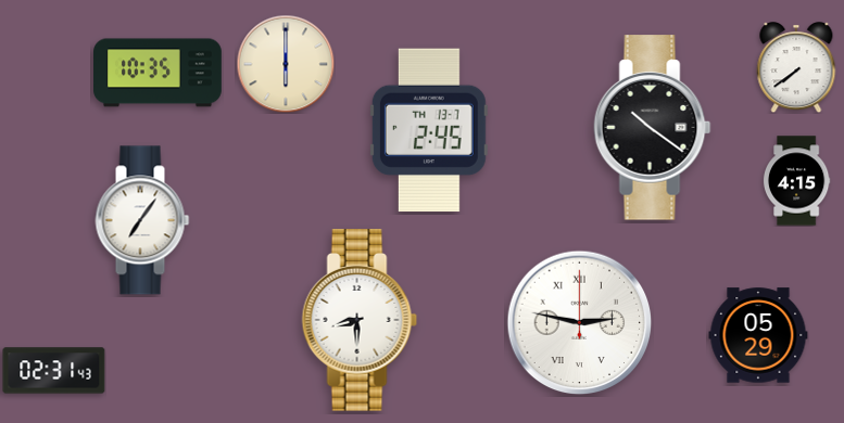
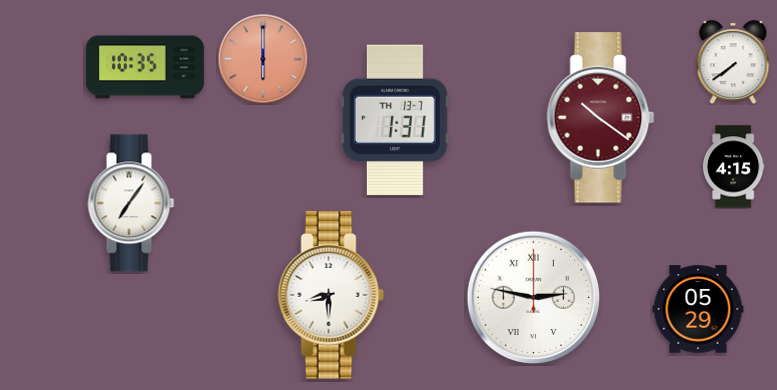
clock at (286, 64) dial: cream -> salmon
clock at (653, 128) dial: black -> burgundy
clock at (429, 130): 2:45 -> 1:31
clock at (54, 371): 02:31 -> none
